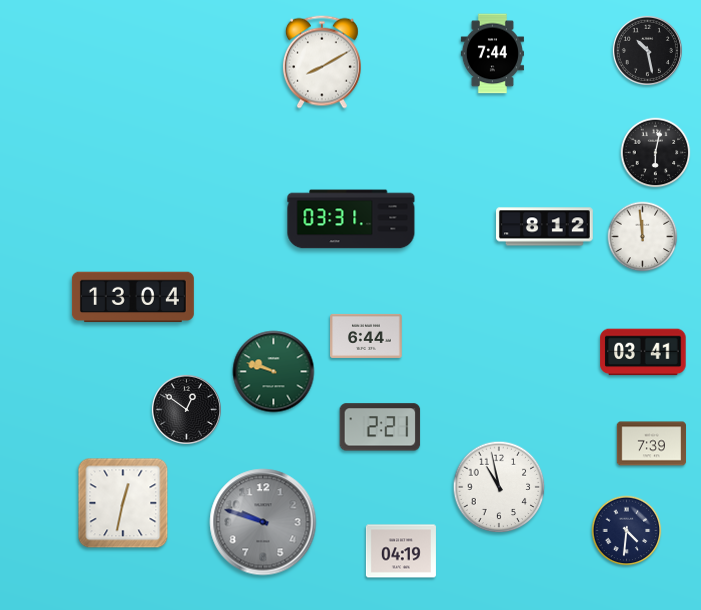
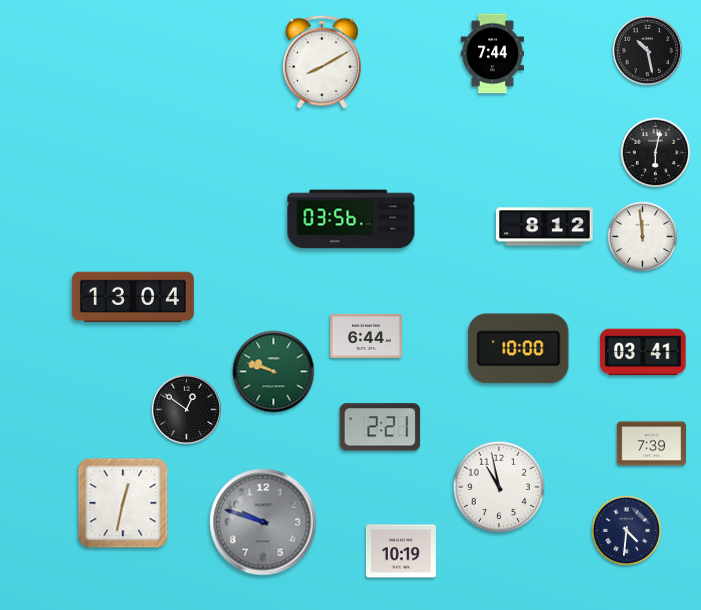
clock at (351, 219): 03:31 -> 03:56
clock at (519, 349): none -> 10:00
clock at (401, 551): 04:19 -> 10:19
